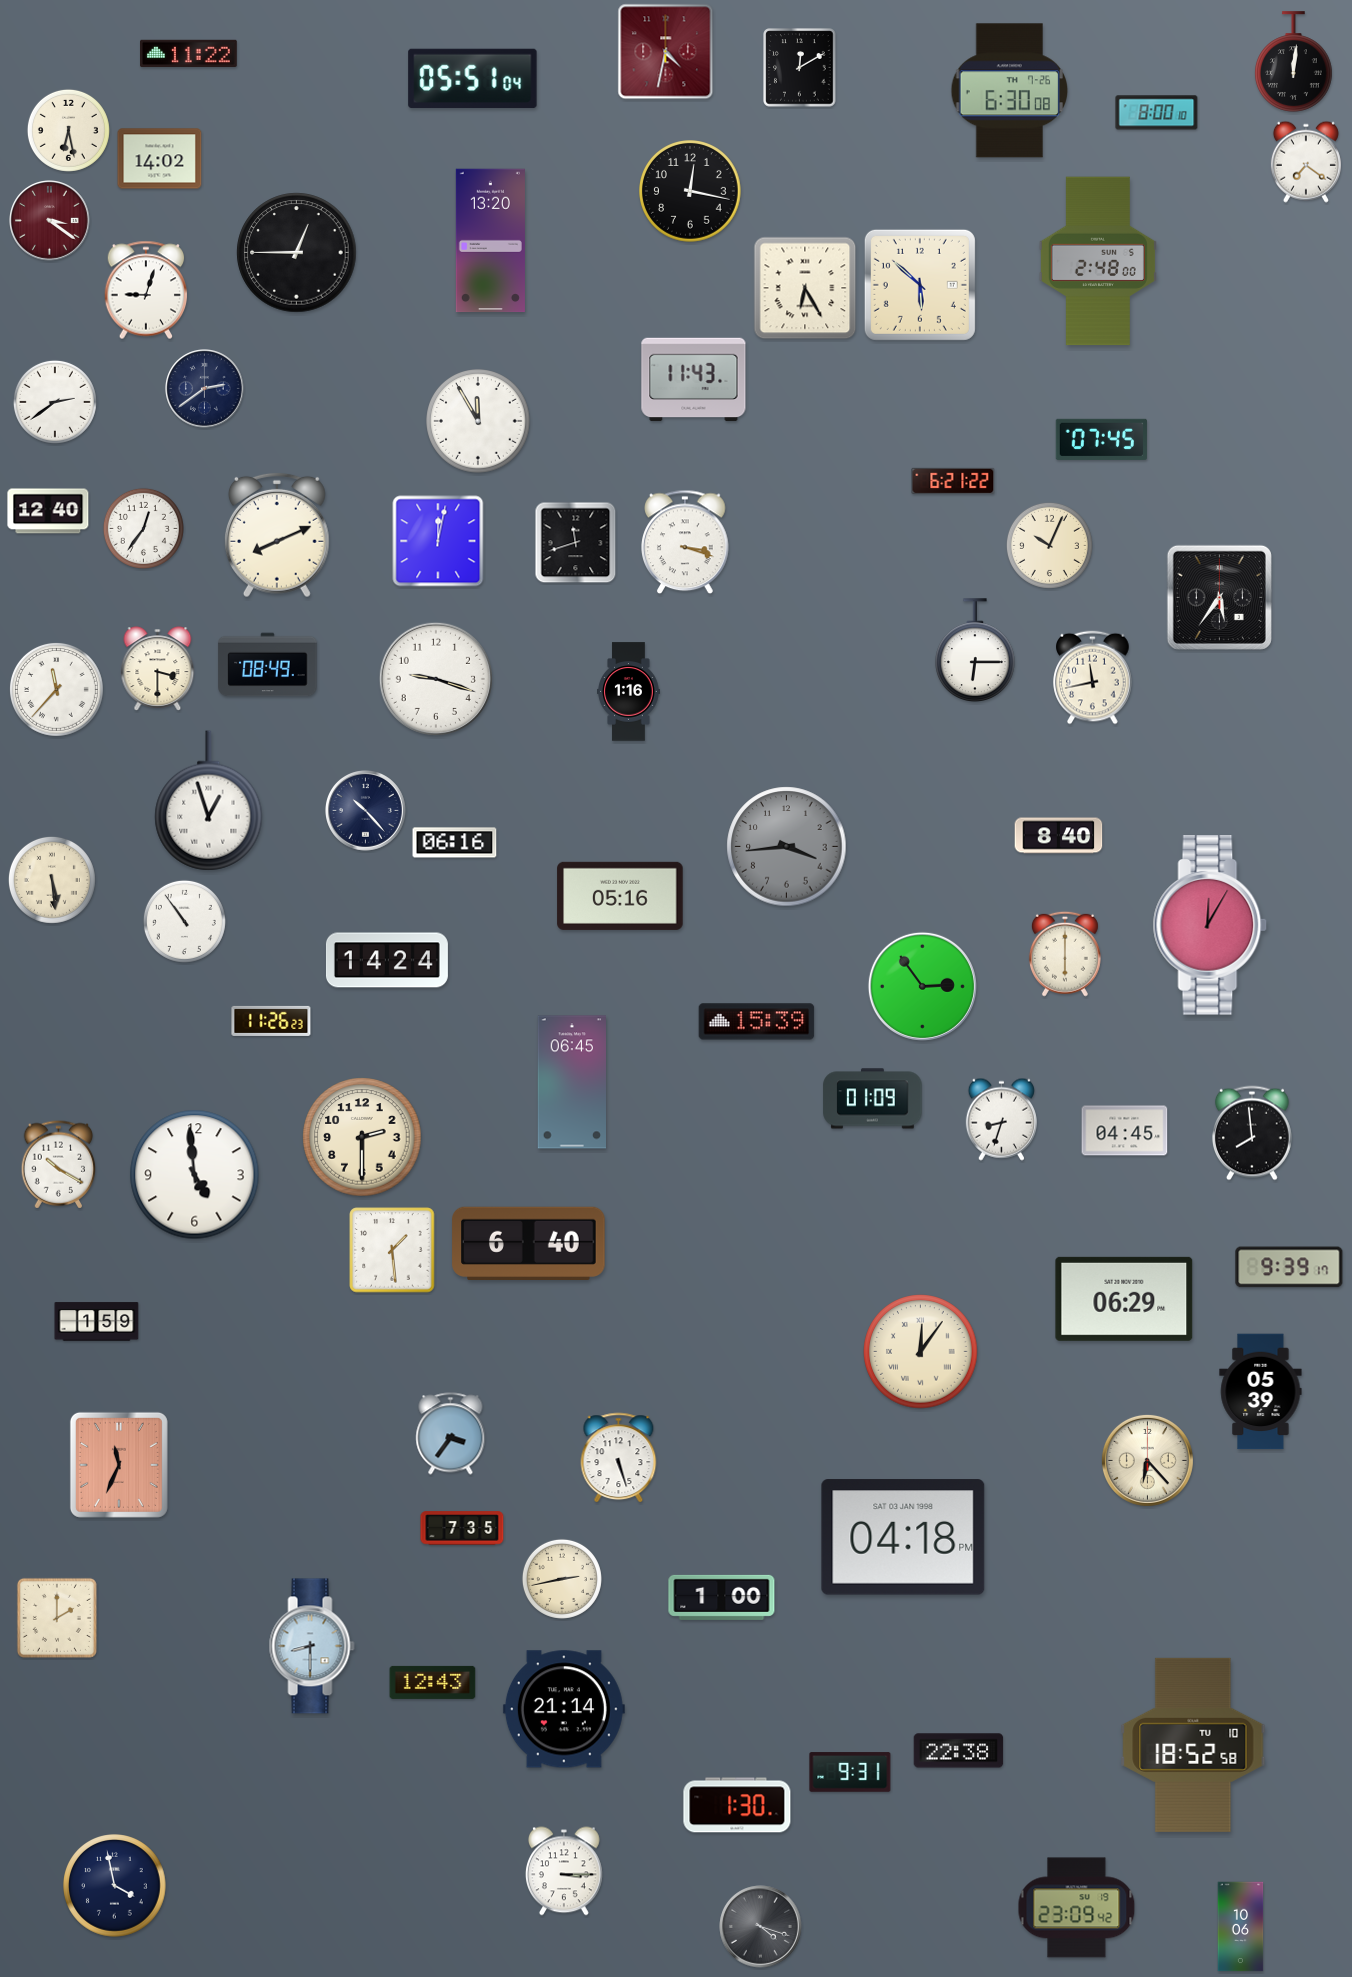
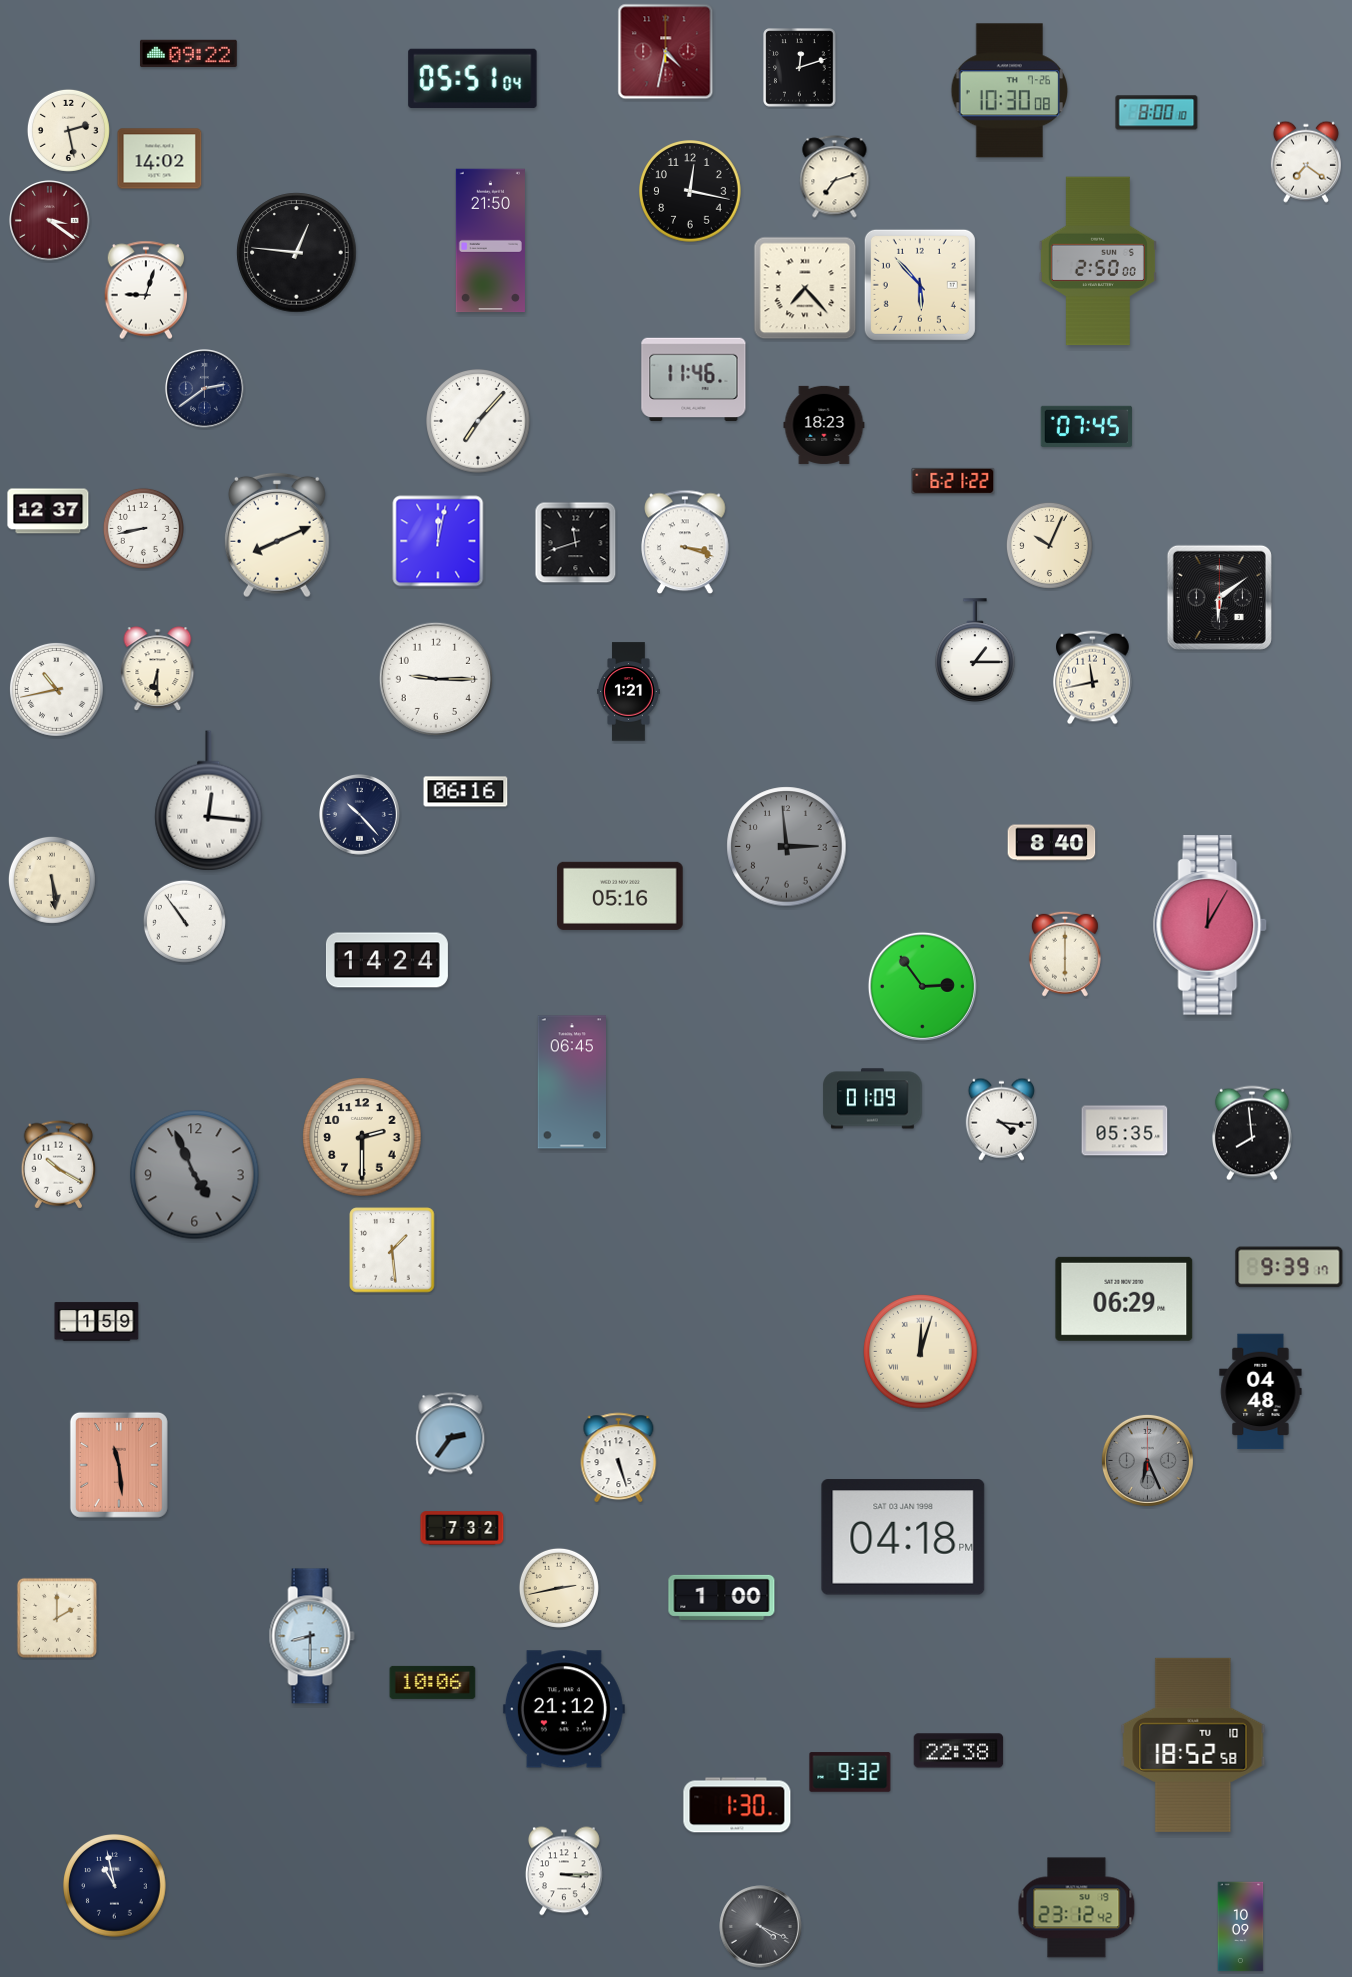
clock at (189, 53): 11:22 -> 09:22
clock at (1294, 62): 12:01 -> none
clock at (800, 68): 12:10 -> 12:12
clock at (1009, 91): 6:30 -> 10:30
clock at (68, 130): 6:28 -> 2:28
clock at (835, 177): none -> 7:12
clock at (490, 241): 13:20 -> 21:50
clock at (297, 253): 12:45 -> 12:46
clock at (1098, 261): 2:48 -> 2:50
clock at (920, 285): 5:52 -> 5:53
clock at (805, 288): 6:25 -> 7:23
clock at (694, 380): 11:43 -> 11:46
clock at (55, 402): 2:39 -> none
clock at (478, 421): 11:55 -> 7:07
clock at (824, 425): none -> 18:23
clock at (1101, 439) position: (1101, 439) -> (1086, 426)
clock at (48, 511): 12:40 -> 12:37
clock at (143, 528): 12:36 -> 8:43
clock at (1219, 597): 5:36 -> 6:09
clock at (976, 650): 6:15 -> 1:15
clock at (268, 665): 08:49 -> none
clock at (158, 669): 3:30 -> 6:30
clock at (436, 679): 9:18 -> 9:15
clock at (56, 689): 11:37 -> 10:43
clock at (629, 692): 1:16 -> 1:21
clock at (209, 801): 12:57 -> 12:16
clock at (366, 811) position: (366, 811) -> (360, 815)
clock at (1059, 836) position: (1059, 836) -> (1052, 843)
clock at (455, 843) position: (455, 843) -> (466, 792)
clock at (787, 847): 3:44 -> 2:59
clock at (271, 1021): 11:26 -> none
clock at (757, 1022): 15:39 -> none
clock at (1001, 1119): 8:33 -> 4:16
clock at (1125, 1131): 04:45 -> 05:35
clock at (195, 1175): 4:59 -> 4:56
clock at (195, 1175) dial: white -> grey
clock at (529, 1243): 6:40 -> none
clock at (921, 1352): 12:06 -> 12:03
clock at (1261, 1392): 05:39 -> 04:48
clock at (451, 1434): 3:36 -> 2:36
clock at (1147, 1460): 6:23 -> 6:26
clock at (1147, 1460) dial: cream -> grey
clock at (119, 1465): 11:34 -> 11:29
clock at (462, 1528): 7:35 -> 7:32
clock at (562, 1579) position: (562, 1579) -> (559, 1588)
clock at (312, 1646) position: (312, 1646) -> (312, 1636)
clock at (433, 1682): 12:43 -> 10:06
clock at (564, 1709): 21:14 -> 21:12
clock at (850, 1772): 9:31 -> 9:32
clock at (115, 1886): 3:58 -> 10:58
clock at (1077, 1908): 23:09 -> 23:12
clock at (761, 1927): 4:18 -> 4:19
clock at (1241, 1927): 10:06 -> 10:09
